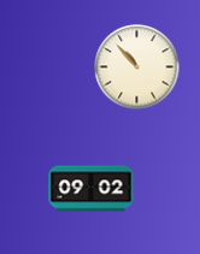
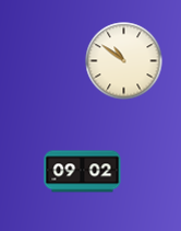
clock at (137, 67): 10:53 -> 10:51
